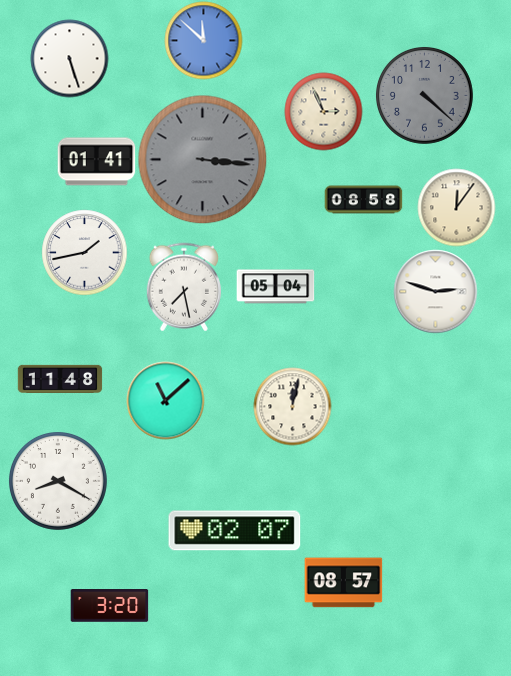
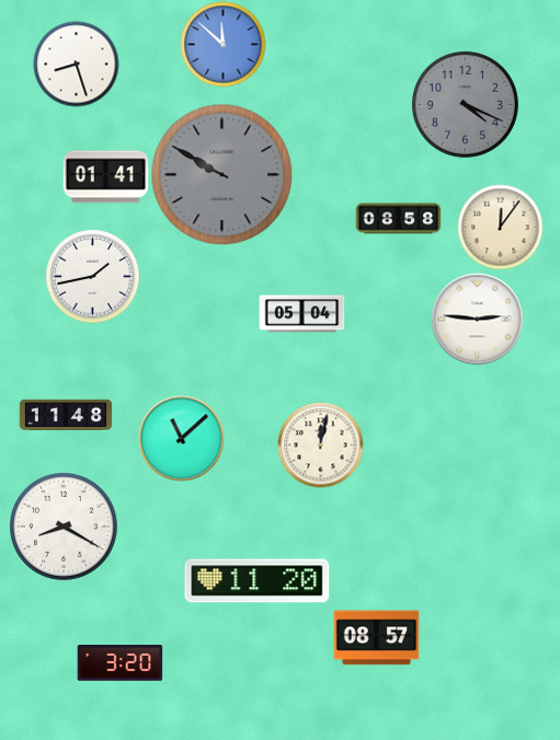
clock at (69, 58): 5:27 -> 8:27
clock at (424, 95): 4:22 -> 4:19
clock at (323, 111): 2:56 -> none
clock at (202, 159): 3:16 -> 9:50
clock at (184, 287): 7:28 -> none
clock at (435, 291): 2:48 -> 2:46
clock at (235, 531): 02:07 -> 11:20
